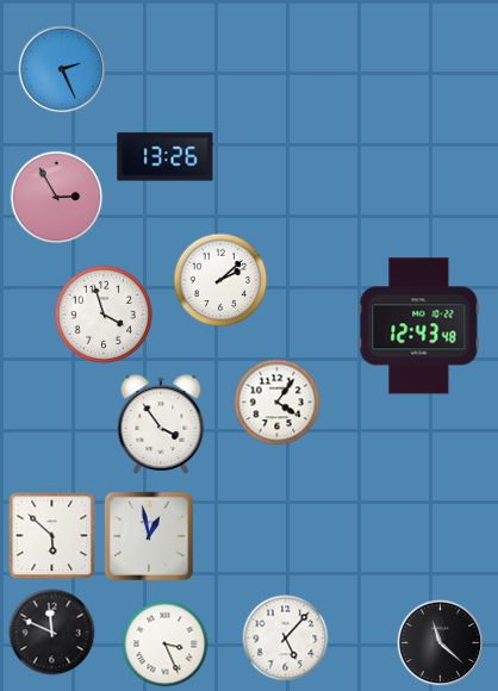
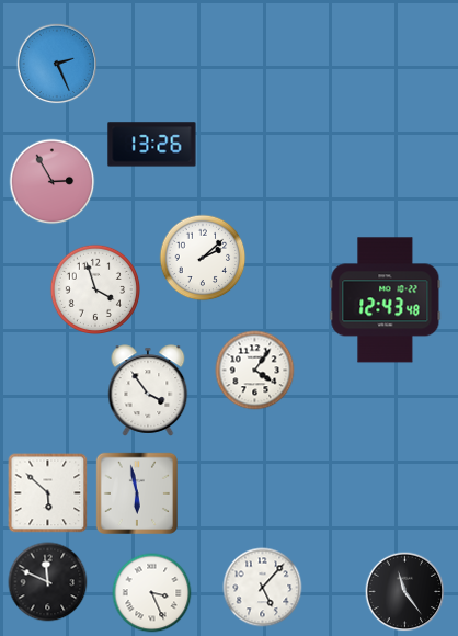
clock at (148, 535): 12:58 -> 5:58
clock at (441, 643): 11:22 -> 11:24
